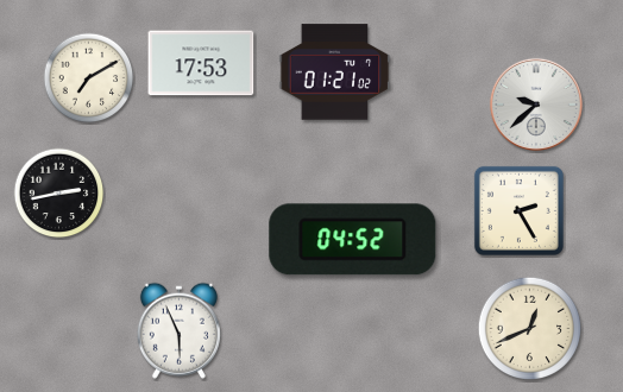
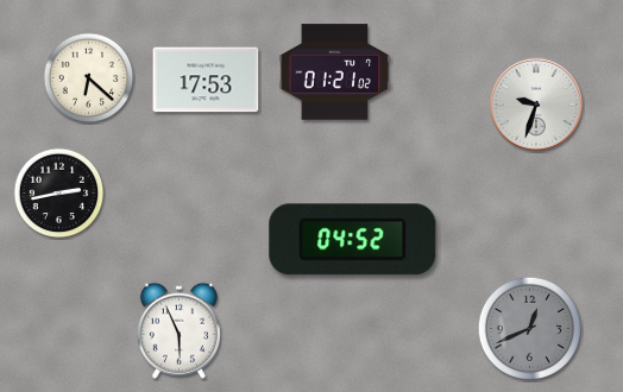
clock at (201, 63) position: (201, 63) -> (206, 80)
clock at (89, 78): 7:10 -> 6:22
clock at (536, 105): 9:38 -> 9:33
clock at (518, 210): 2:25 -> none
clock at (530, 329) dial: cream -> grey
